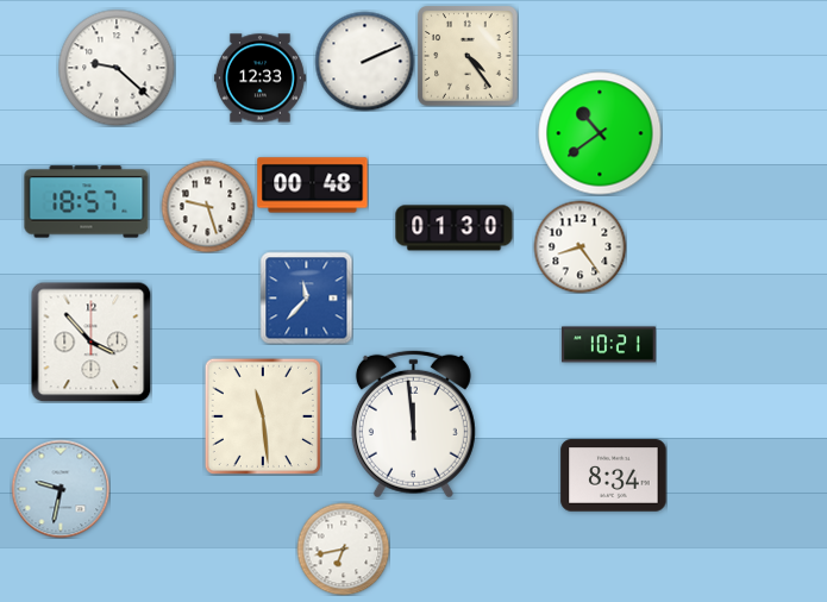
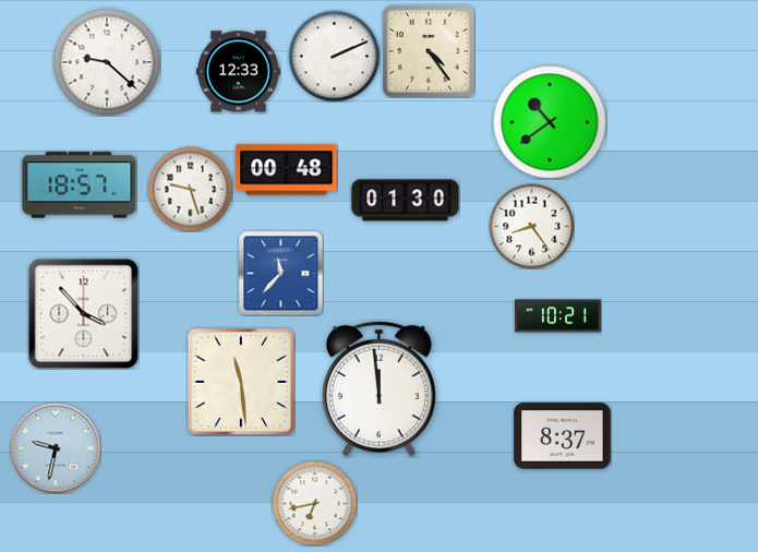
clock at (455, 228) position: (455, 228) -> (406, 201)
clock at (614, 476): 8:34 -> 8:37
